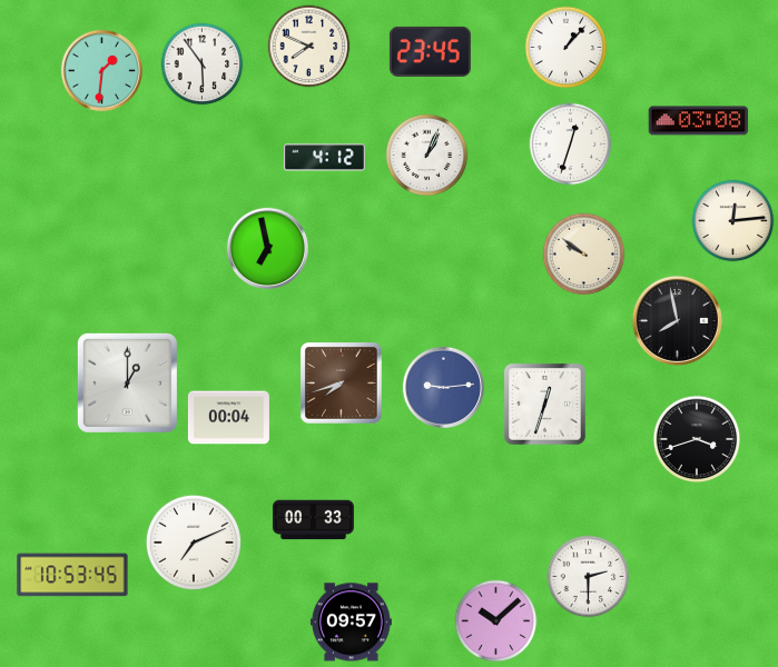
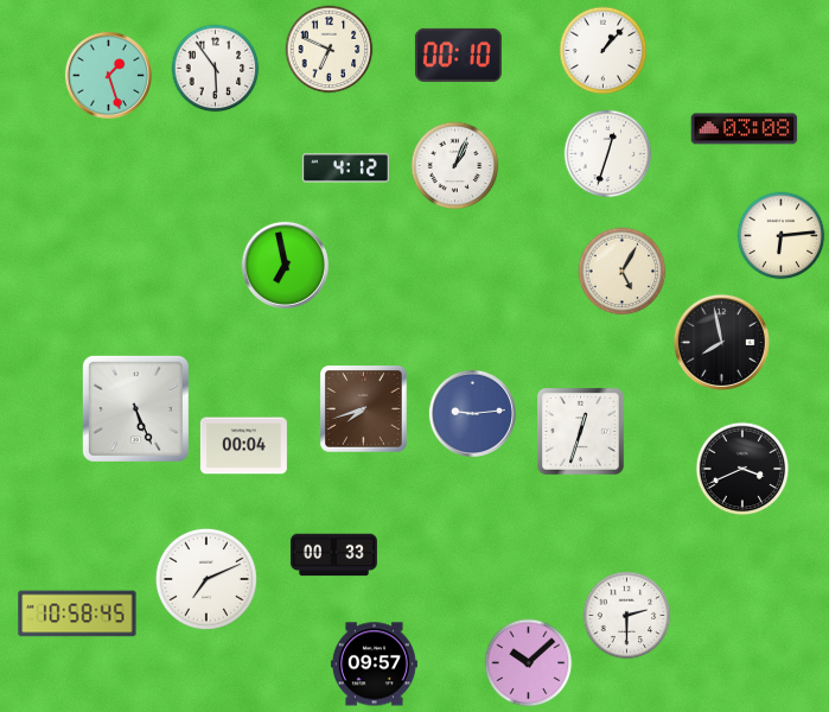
clock at (309, 47): 7:49 -> 6:49
clock at (430, 51): 23:45 -> 00:10
clock at (101, 70): 1:31 -> 1:27
clock at (733, 221): 12:14 -> 6:14
clock at (584, 255): 9:51 -> 5:05
clock at (127, 382): 1:00 -> 5:26
clock at (697, 439): 3:42 -> 3:41
clock at (72, 575): 10:53 -> 10:58
